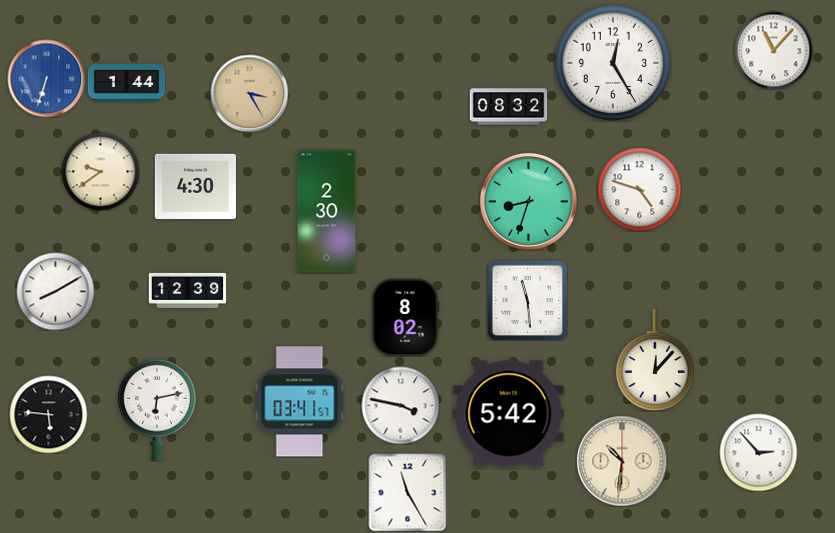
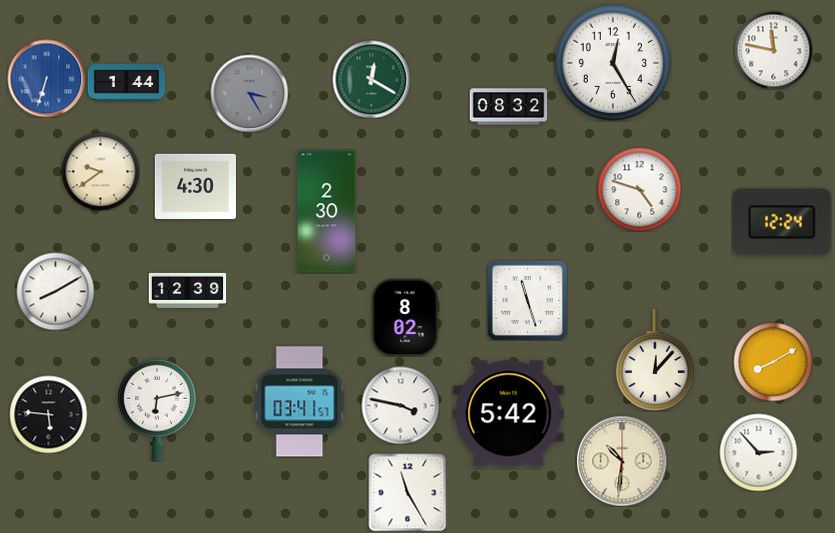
clock at (773, 50): 11:07 -> 11:47
clock at (371, 79): none -> 12:20
clock at (249, 93) dial: champagne -> grey
clock at (528, 201): 8:33 -> none
clock at (783, 222): none -> 12:24
clock at (527, 300): 11:29 -> 11:27
clock at (773, 362): none -> 8:10
